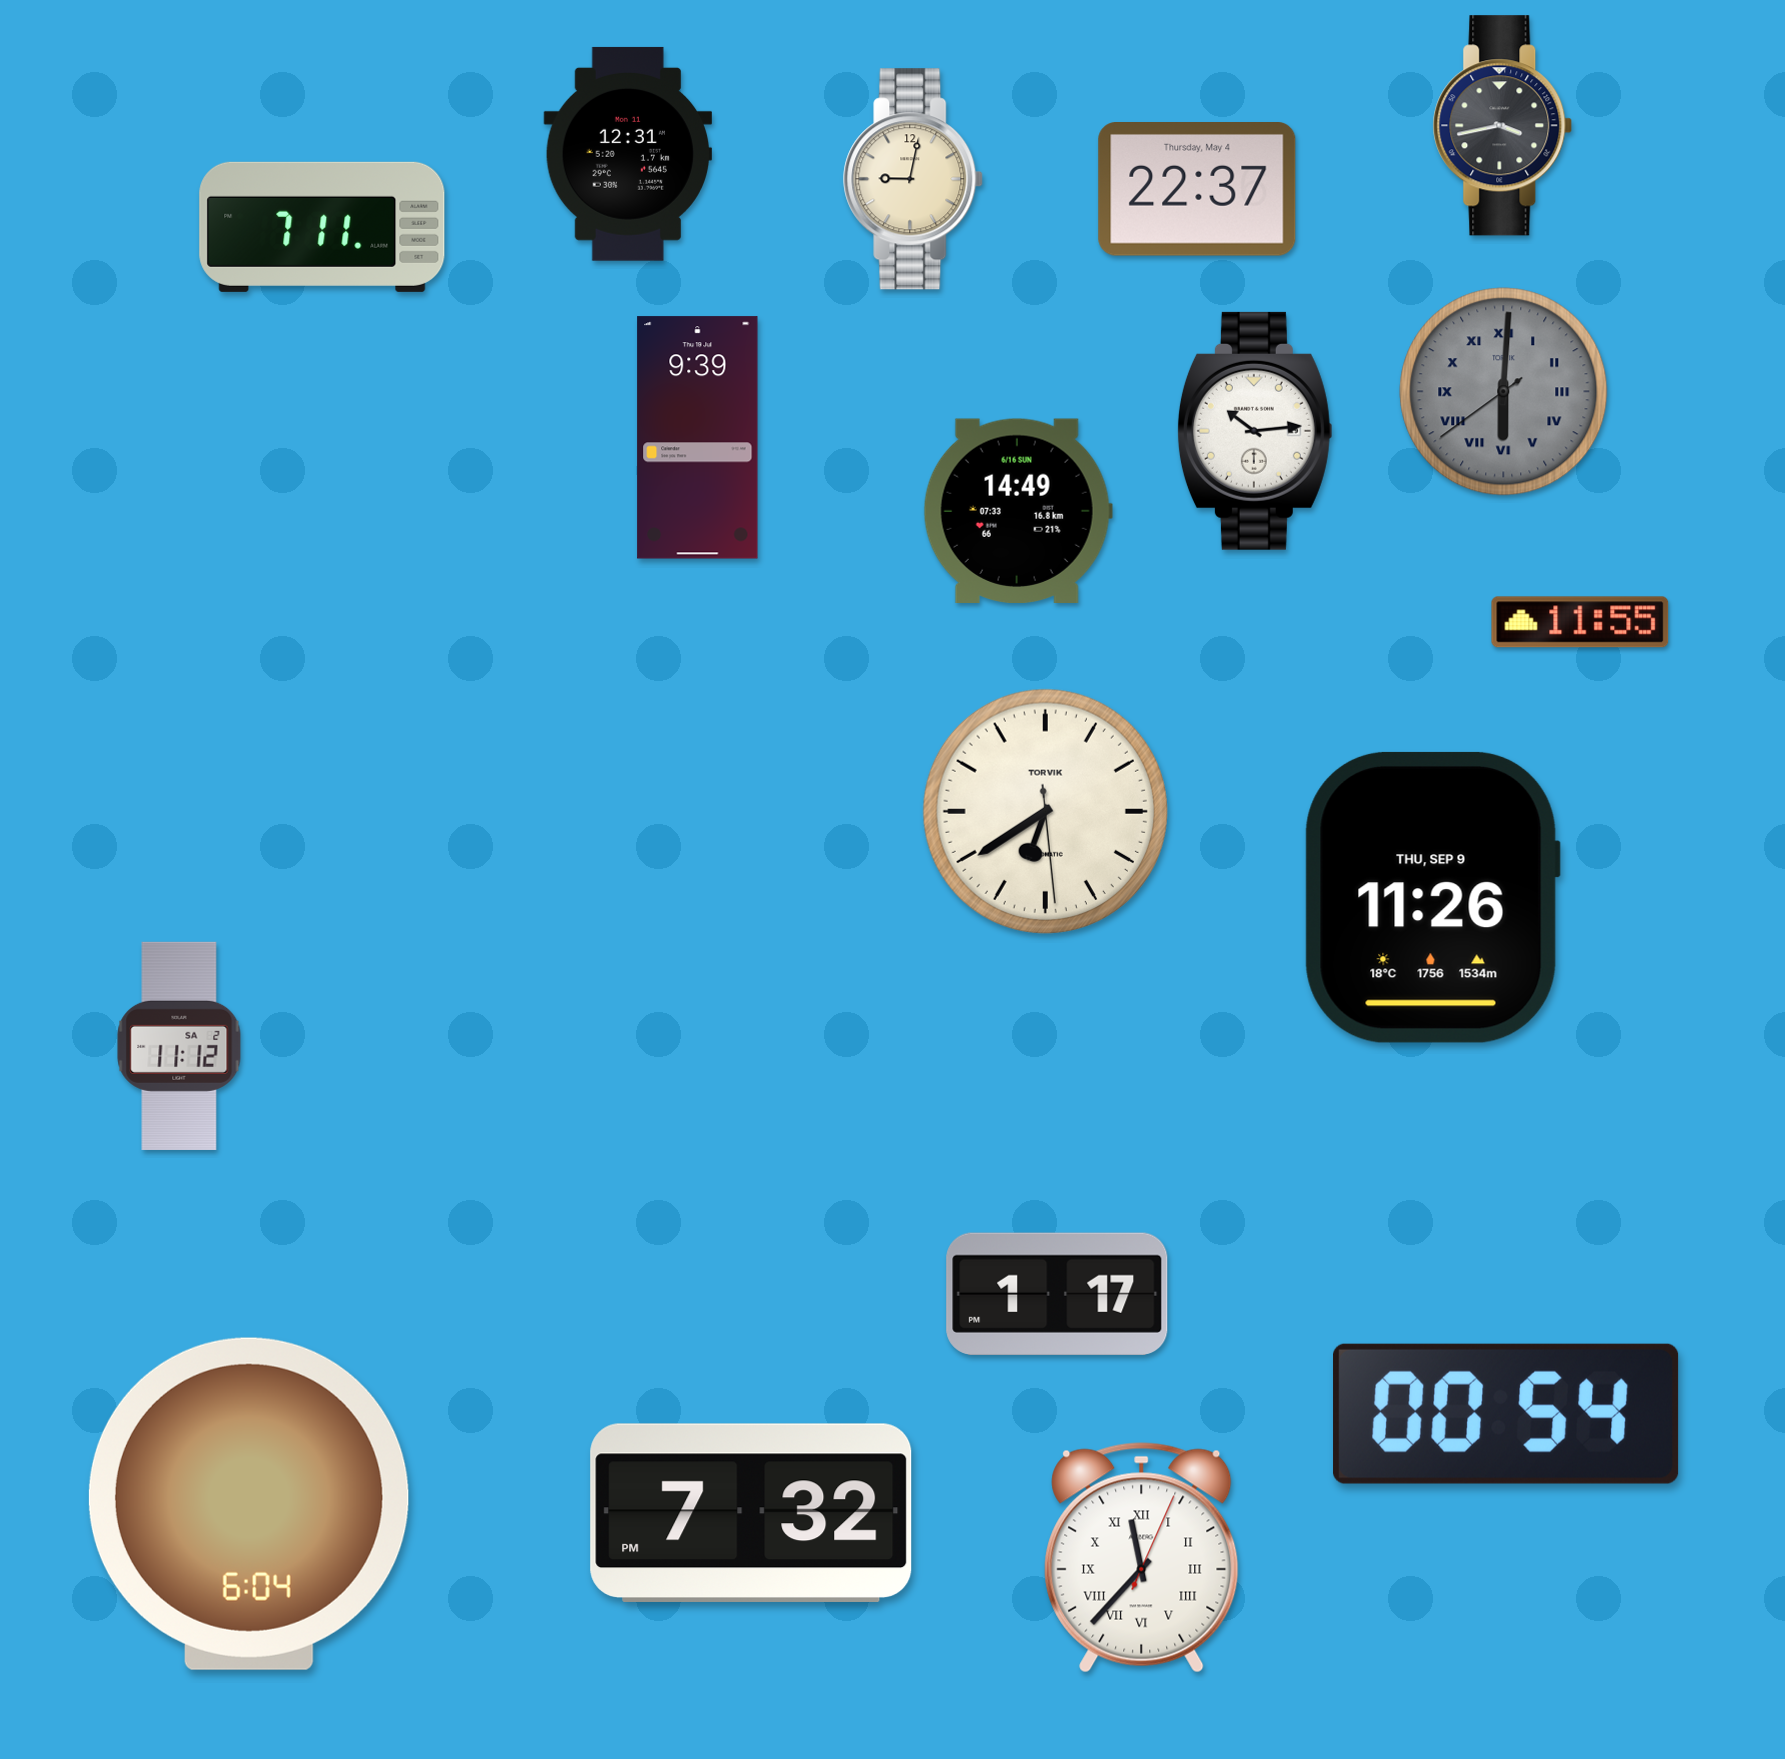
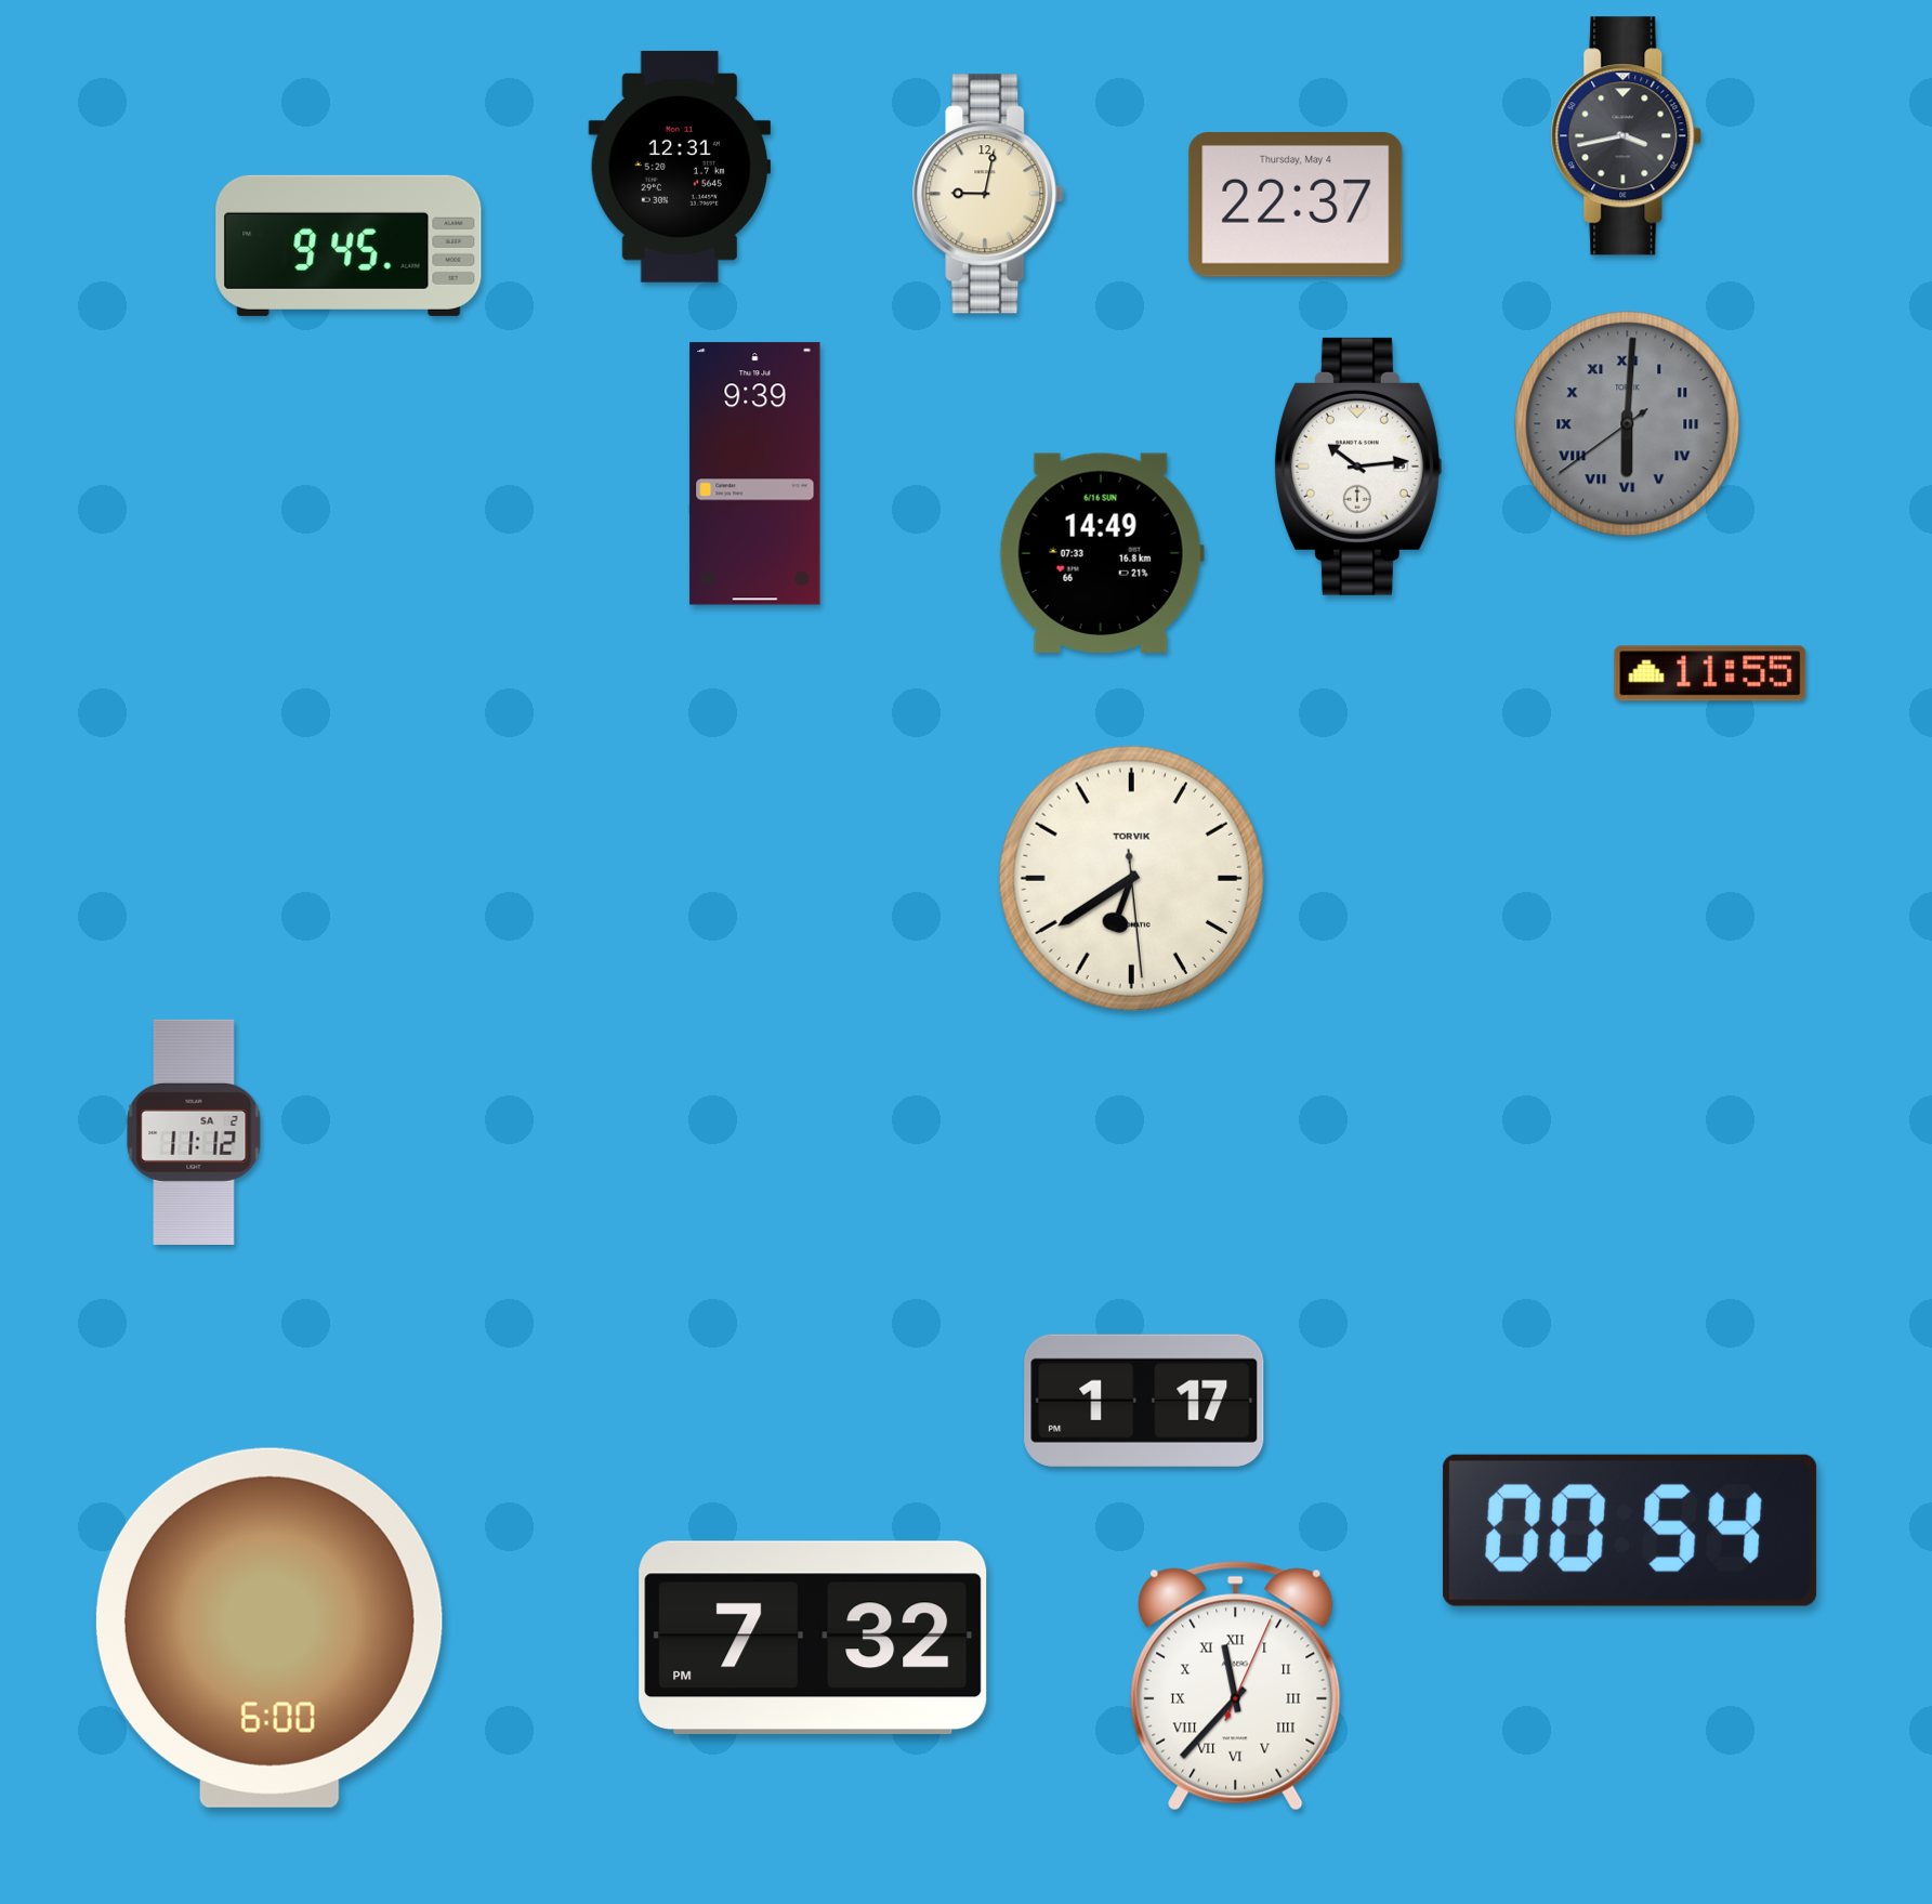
clock at (322, 227): 7:11 -> 9:45
clock at (1432, 897): 11:26 -> none
clock at (249, 1504): 6:04 -> 6:00
